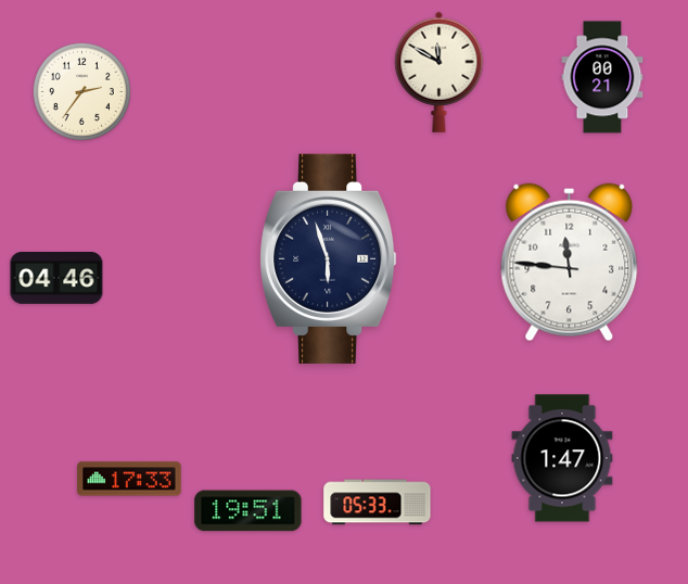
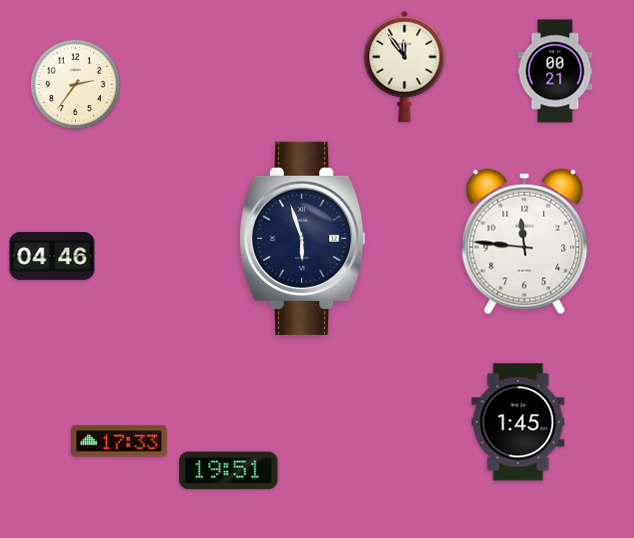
clock at (439, 72): 11:50 -> 11:54
clock at (562, 458): 1:47 -> 1:45
clock at (378, 503): 05:33 -> none
